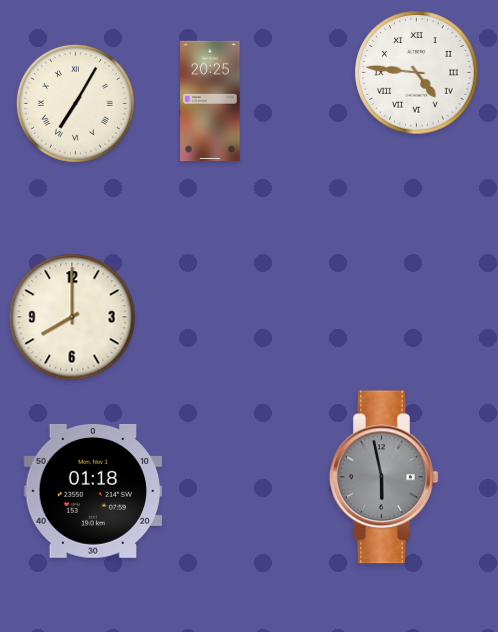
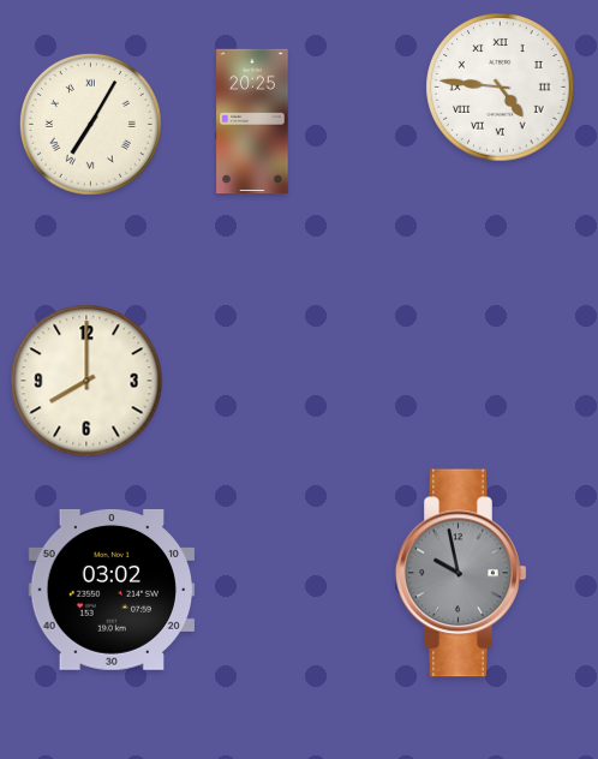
clock at (384, 477): 5:58 -> 9:58
clock at (93, 491): 01:18 -> 03:02
